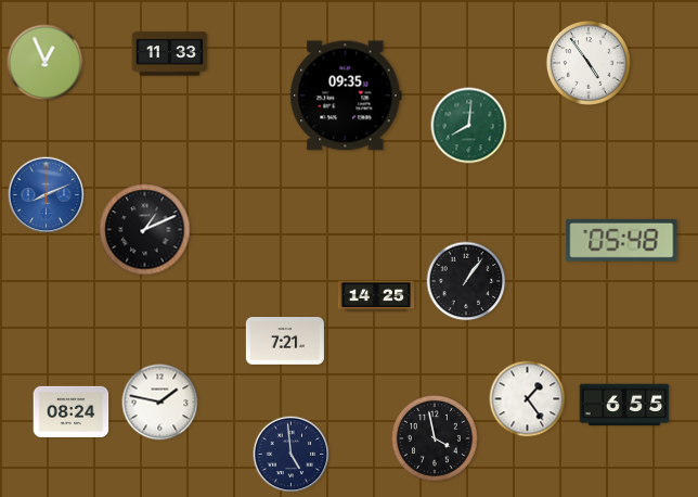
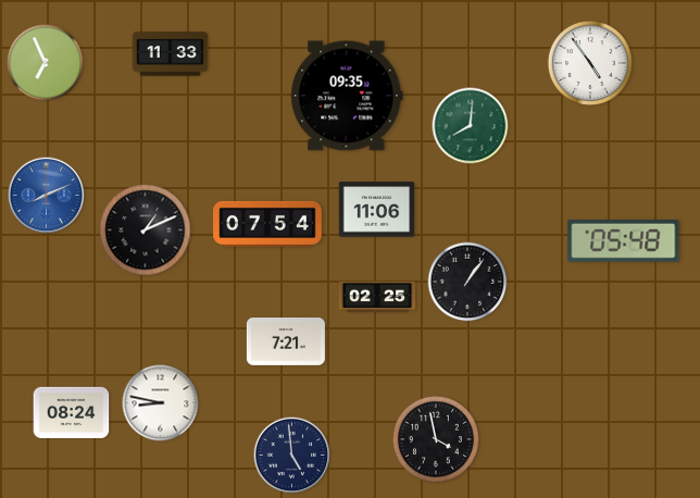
clock at (46, 63): 12:56 -> 6:56
clock at (377, 210): none -> 11:06
clock at (267, 224): none -> 07:54
clock at (376, 296): 14:25 -> 02:25
clock at (528, 399): 1:24 -> none
clock at (160, 403): 1:47 -> 8:47
clock at (624, 405): 6:55 -> none
